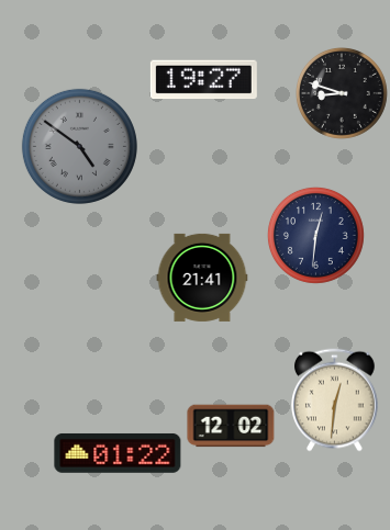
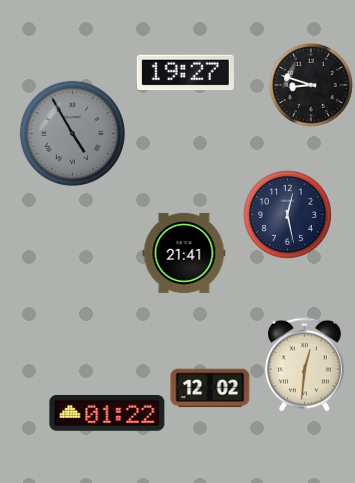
clock at (79, 146): 4:51 -> 4:55
clock at (315, 235): 12:31 -> 12:28
